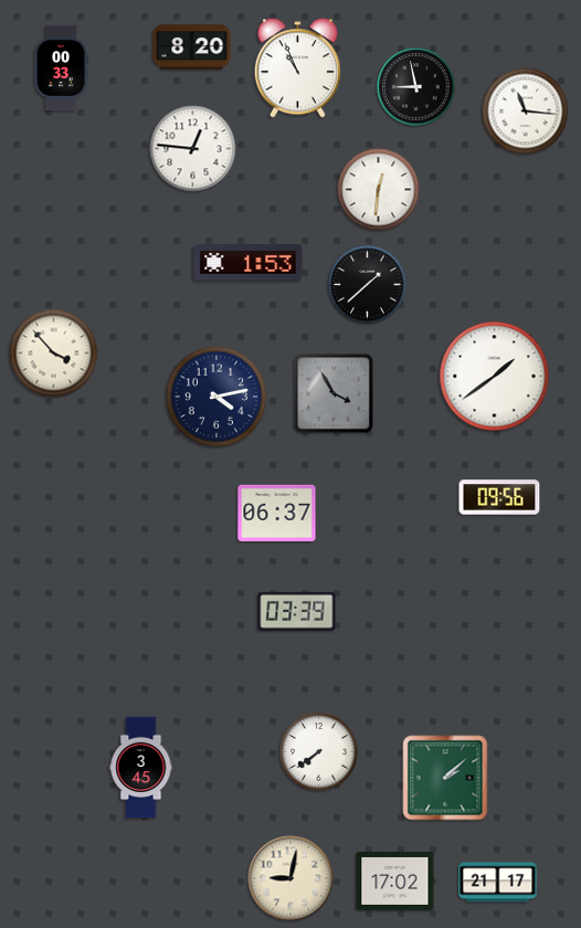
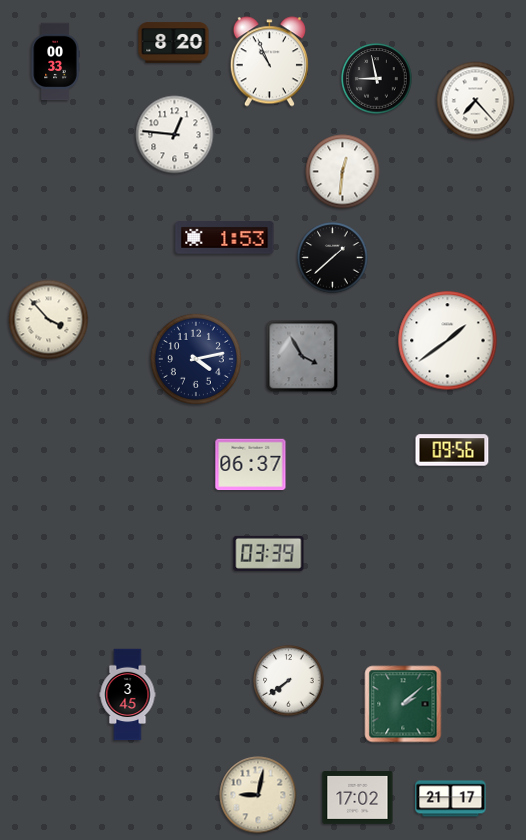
clock at (526, 112): 11:16 -> 7:23
clock at (290, 878) position: (290, 878) -> (258, 795)
